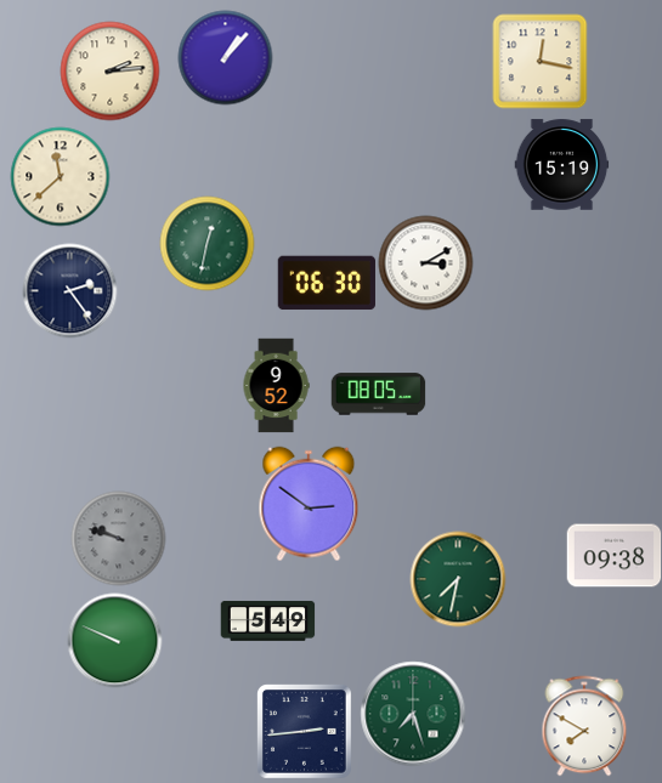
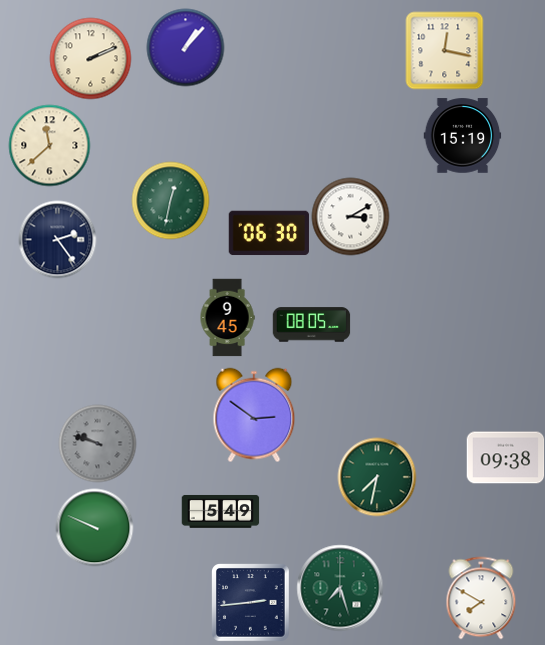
clock at (109, 70): 2:14 -> 2:11
clock at (276, 385): 9:52 -> 9:45
